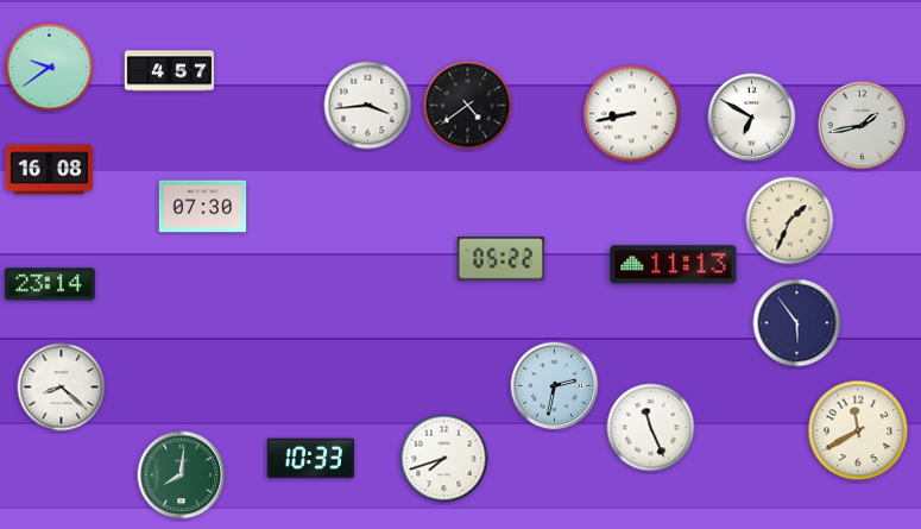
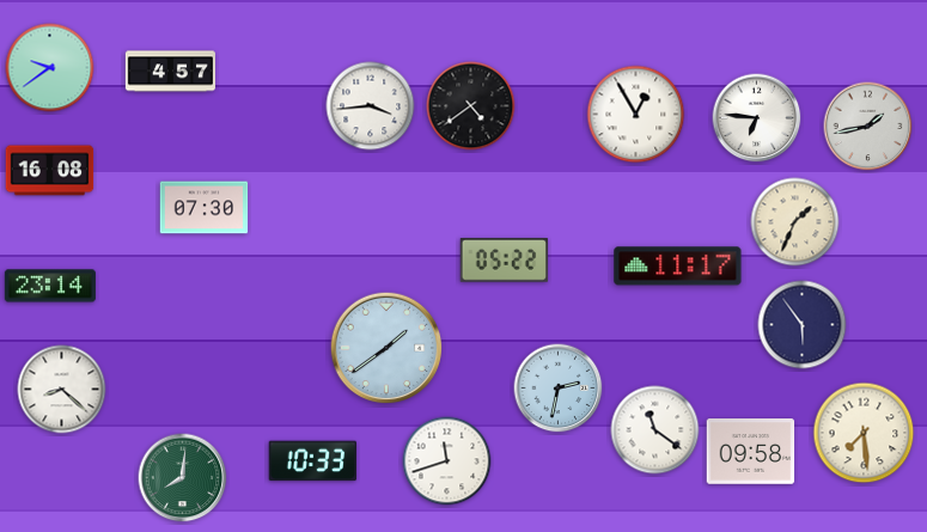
clock at (632, 114): 8:43 -> 12:55
clock at (752, 118): 6:50 -> 6:46
clock at (674, 265): 11:13 -> 11:17
clock at (386, 348): none -> 1:39
clock at (651, 428): 11:26 -> 11:21
clock at (858, 430): 11:40 -> 7:29
clock at (751, 452): none -> 09:58
clock at (444, 459): 7:42 -> 11:42
